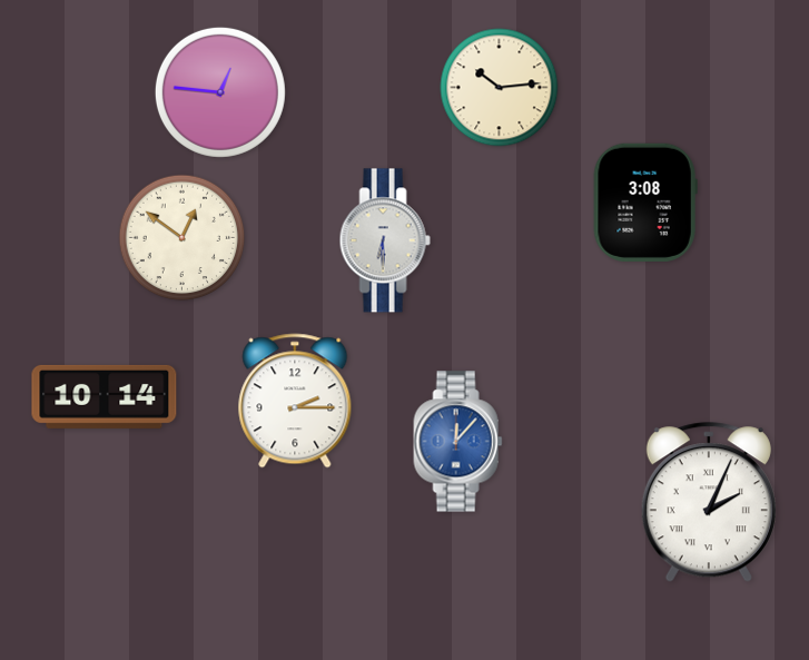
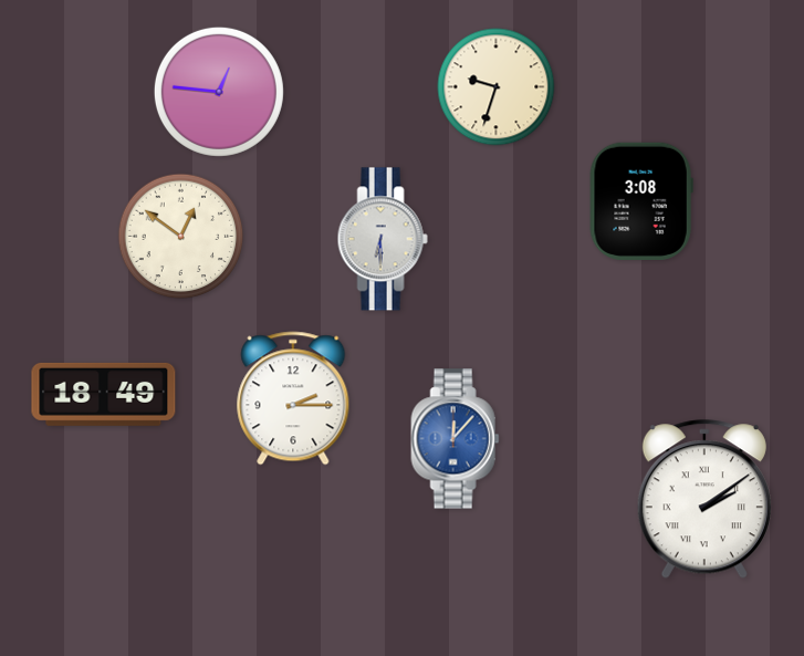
clock at (500, 88): 10:14 -> 9:33
clock at (105, 396): 10:14 -> 18:49
clock at (709, 503): 2:04 -> 2:09
